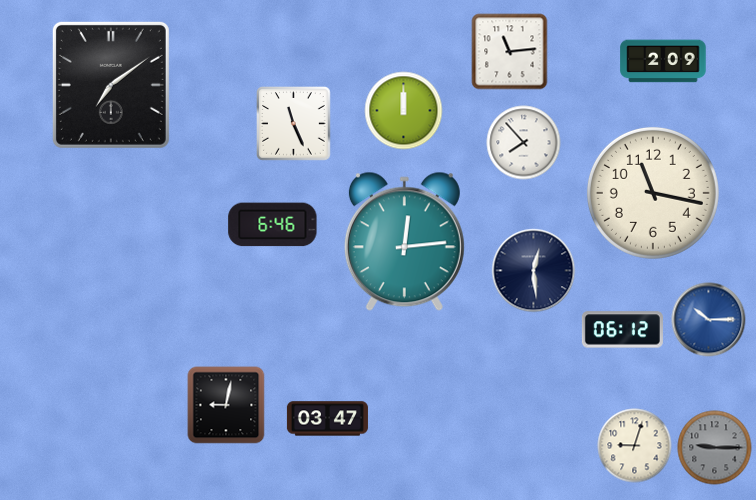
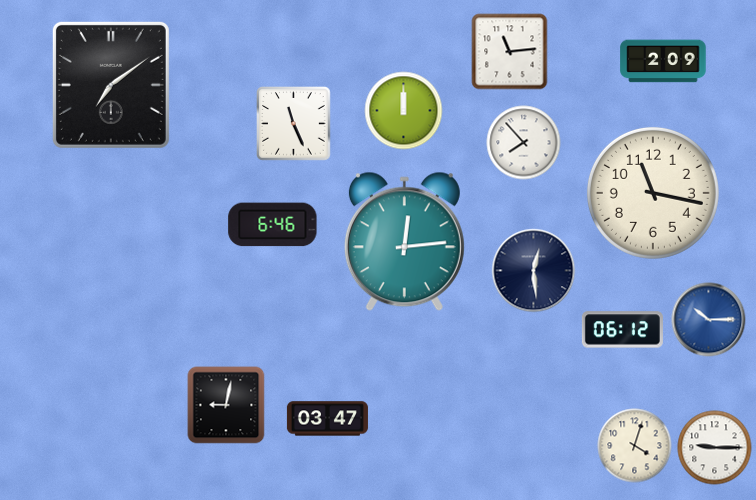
clock at (635, 446): 9:03 -> 4:03
clock at (715, 448) dial: grey -> white
